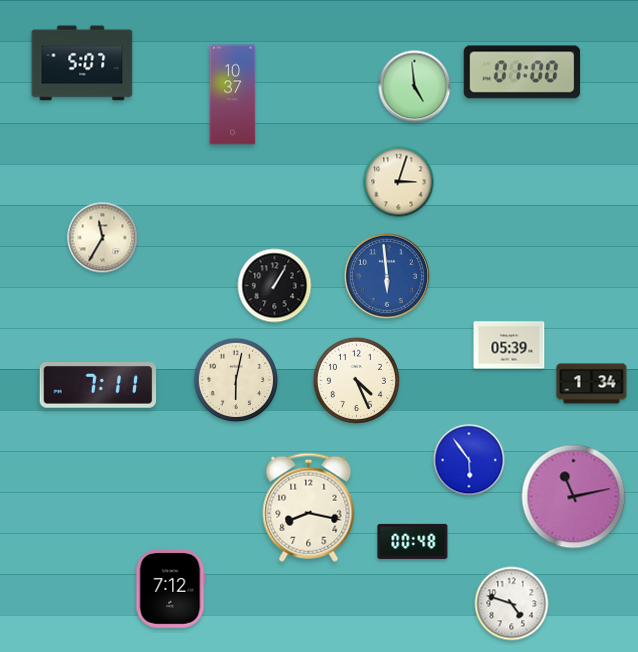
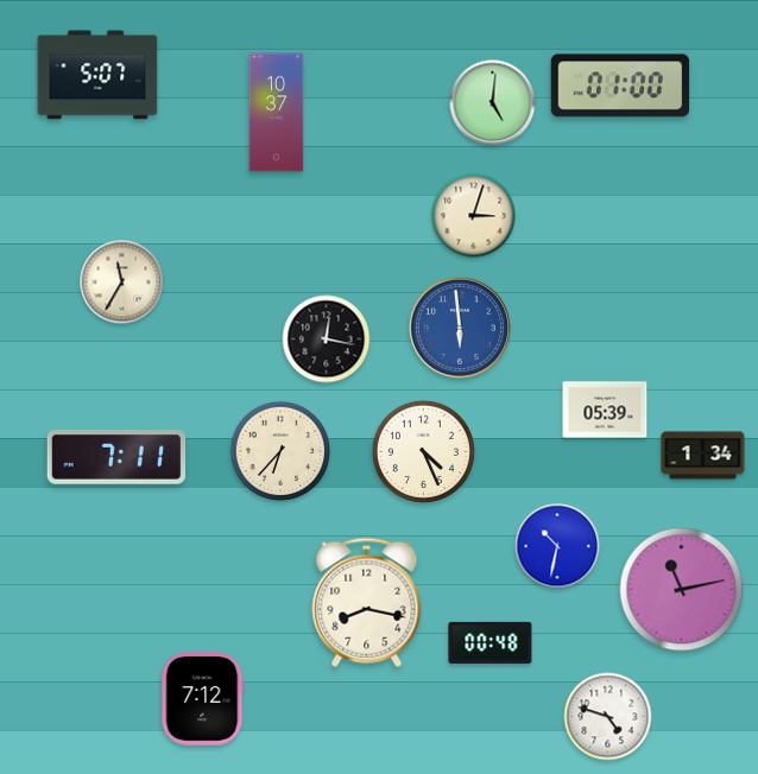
clock at (415, 87): 4:59 -> 5:01
clock at (275, 286): 1:05 -> 12:17
clock at (236, 380): 6:02 -> 6:37
clock at (469, 460): 5:54 -> 10:32
